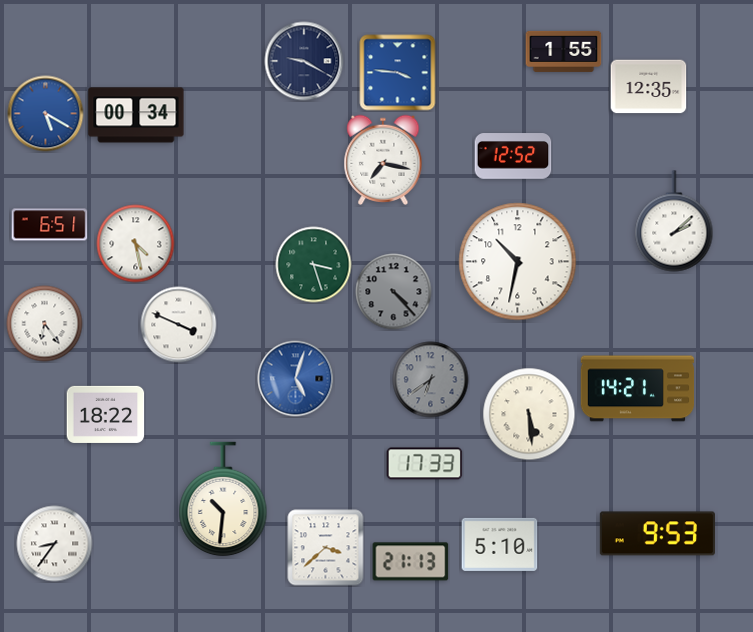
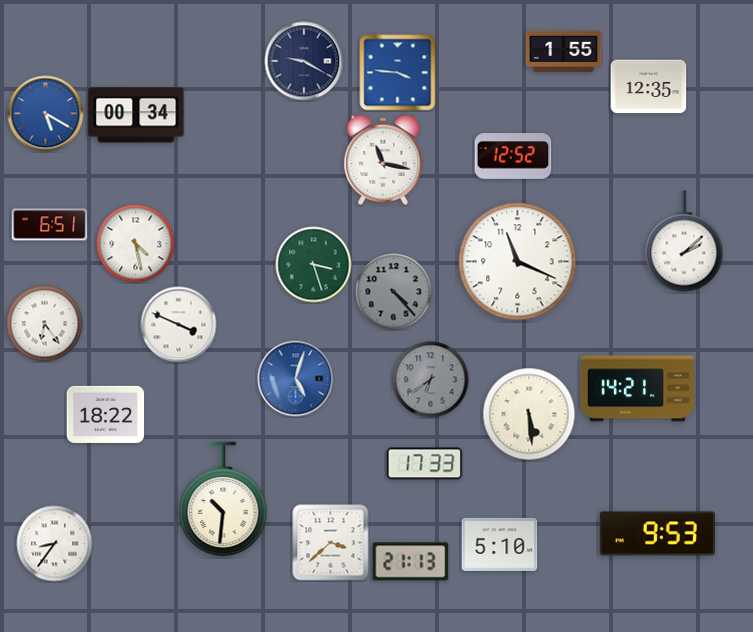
clock at (383, 159): 7:17 -> 11:17
clock at (674, 221) position: (674, 221) -> (684, 241)
clock at (518, 262): 10:32 -> 11:19
clock at (326, 548) position: (326, 548) -> (331, 543)
